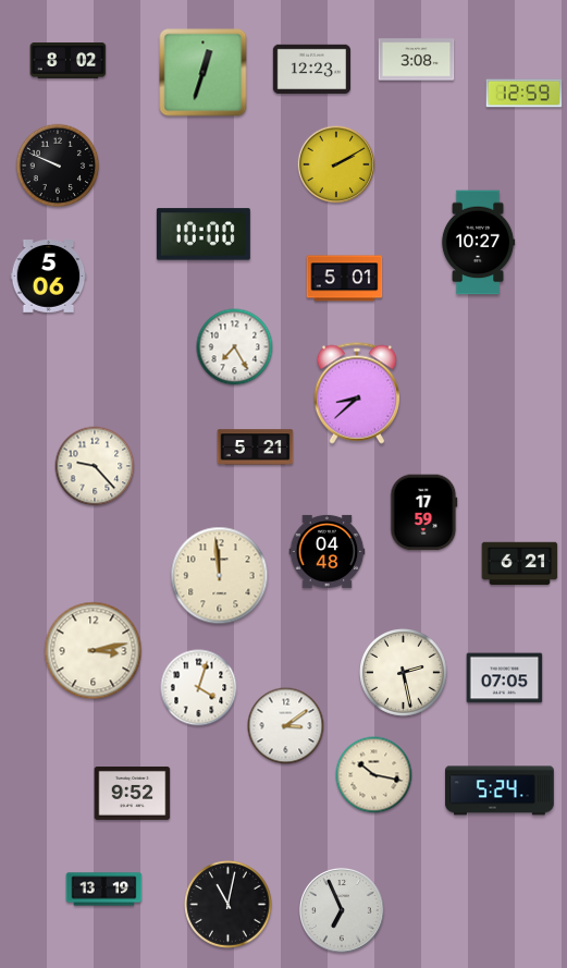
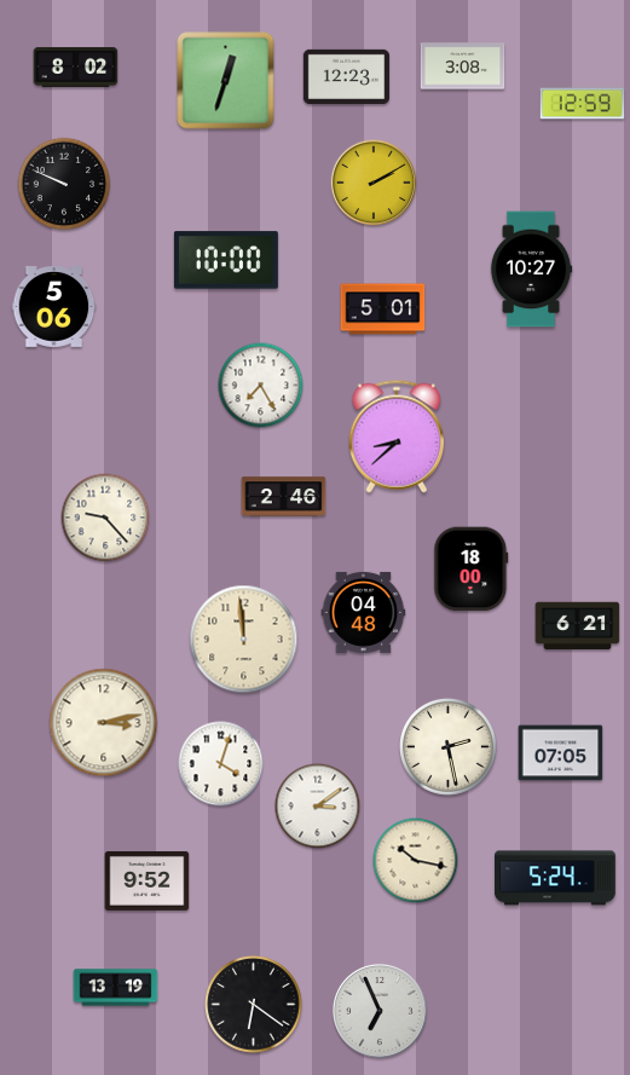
clock at (256, 448): 5:21 -> 2:46
clock at (424, 513): 17:59 -> 18:00
clock at (229, 905): 11:02 -> 6:21
